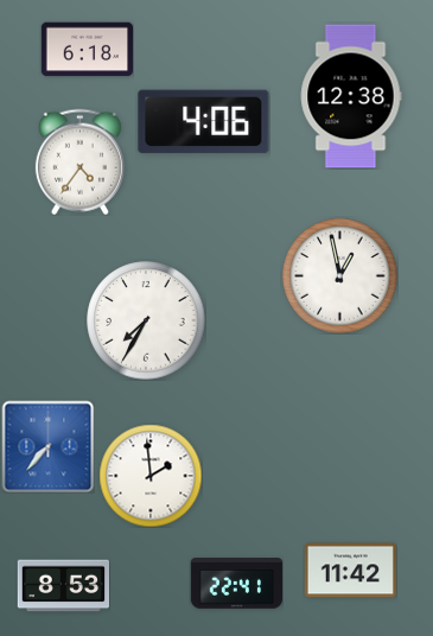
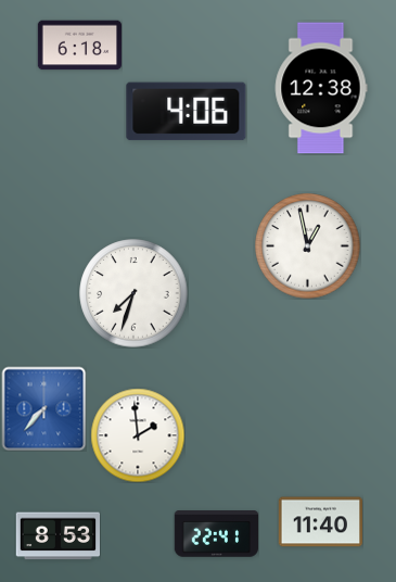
clock at (79, 161): 4:36 -> none
clock at (340, 276) position: (340, 276) -> (308, 246)
clock at (146, 320): 7:35 -> 7:33
clock at (350, 571): 11:42 -> 11:40
